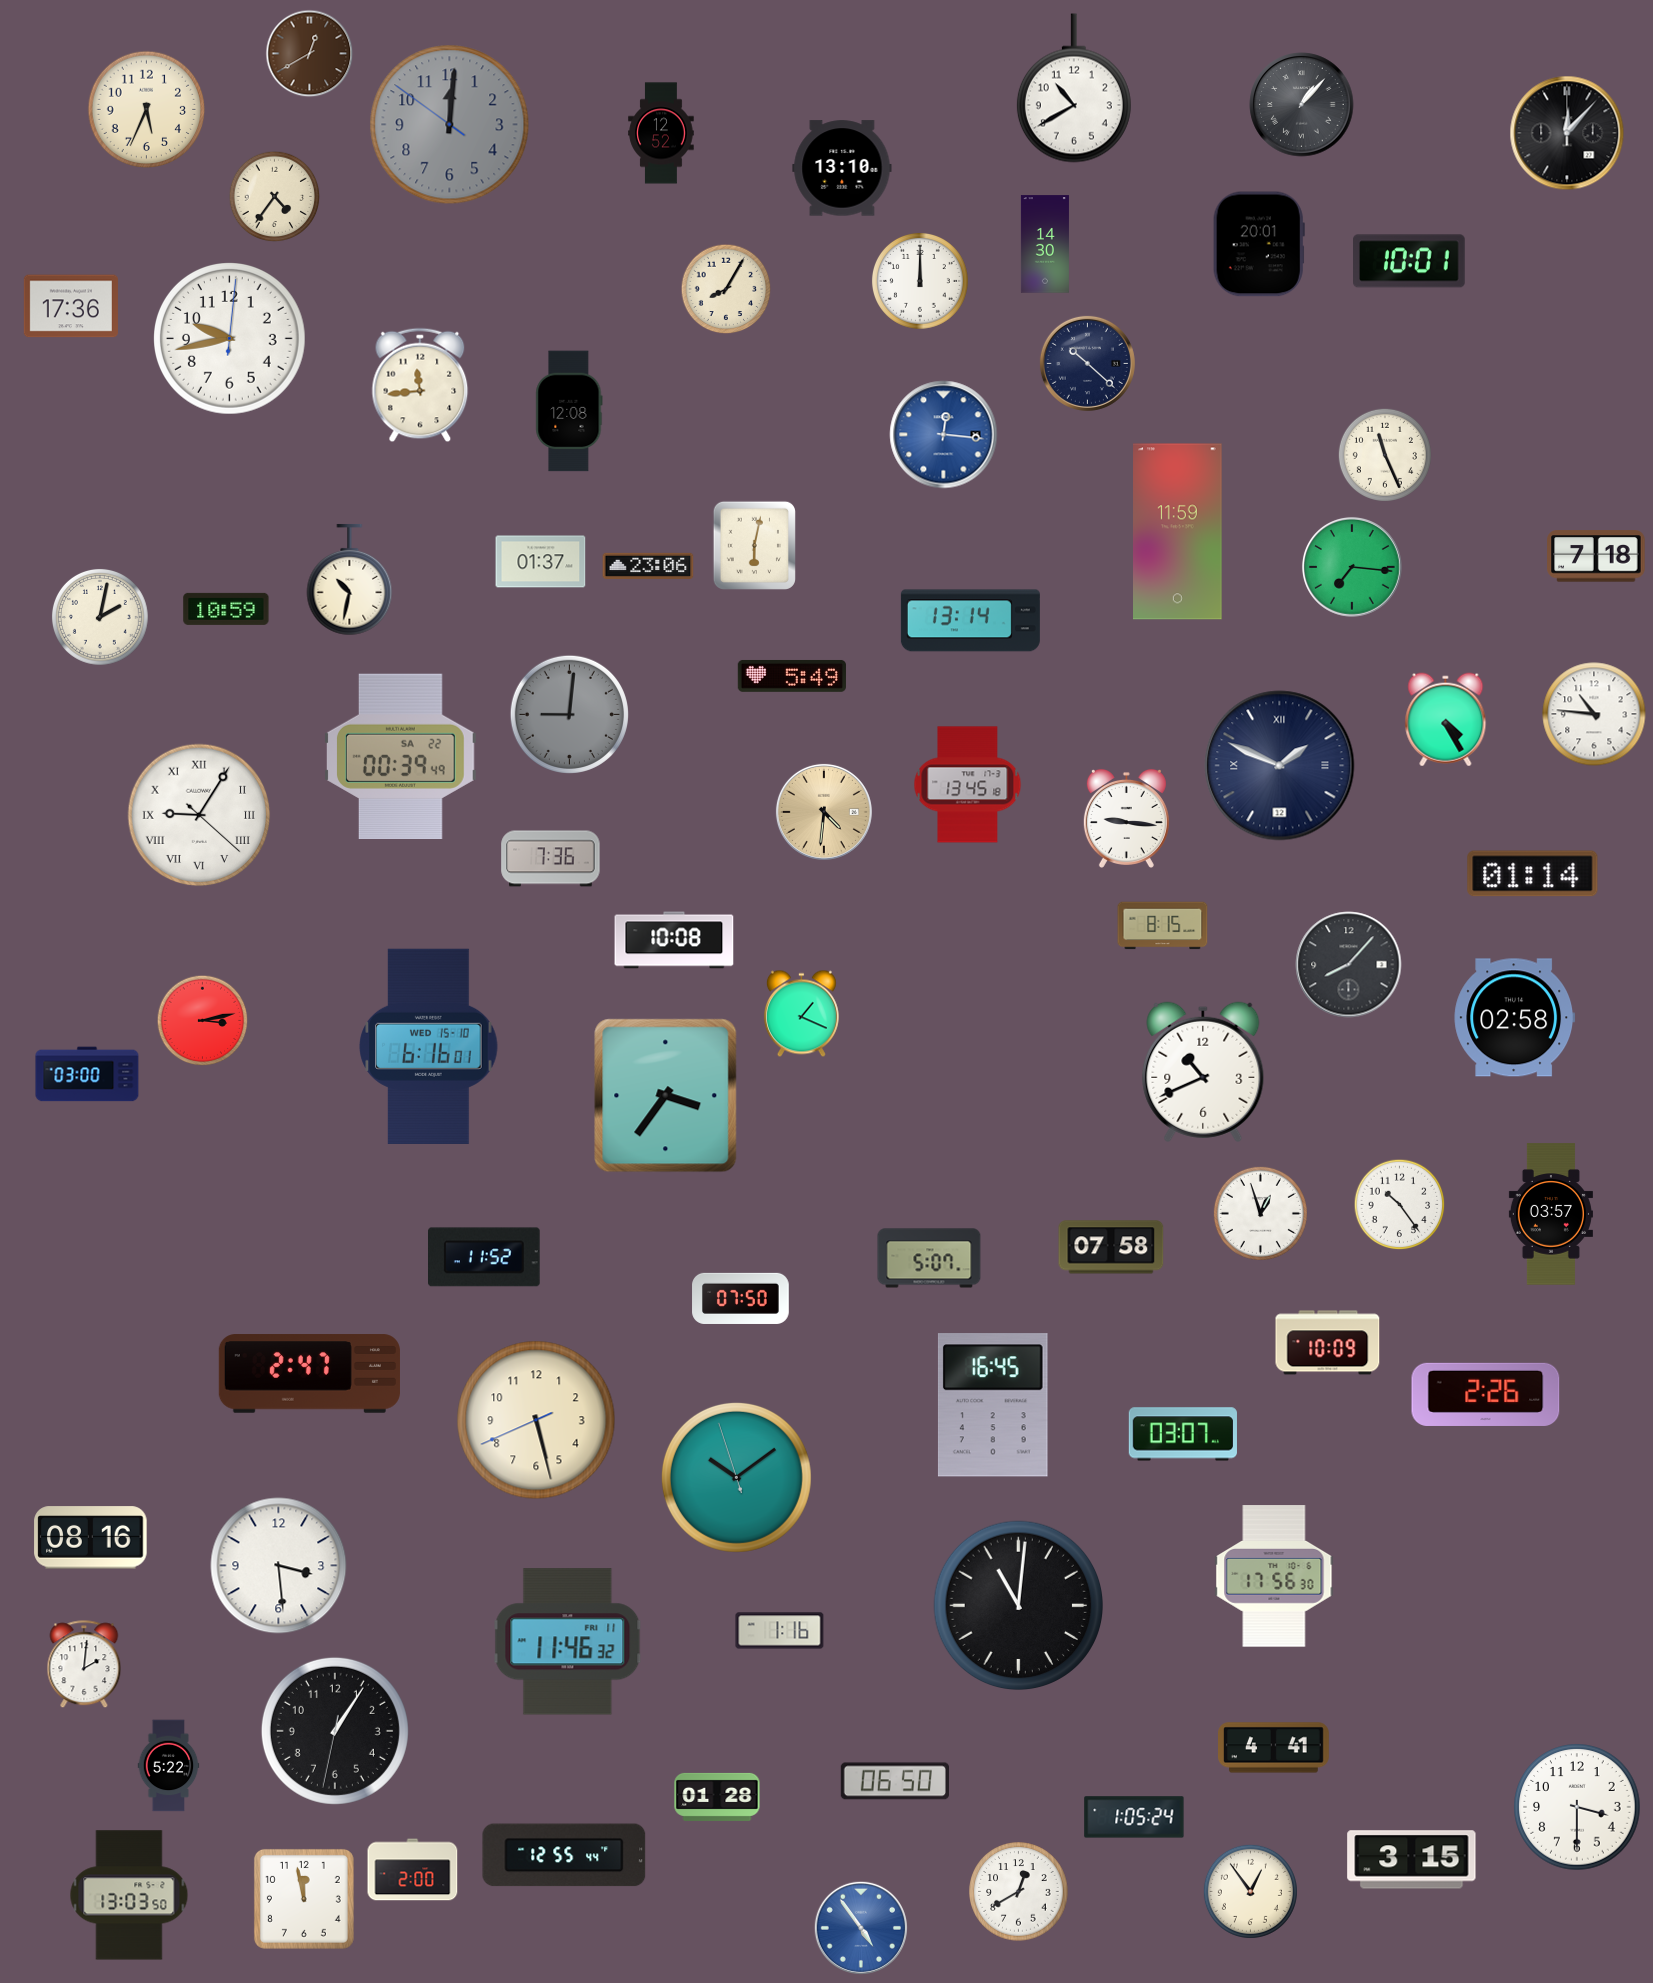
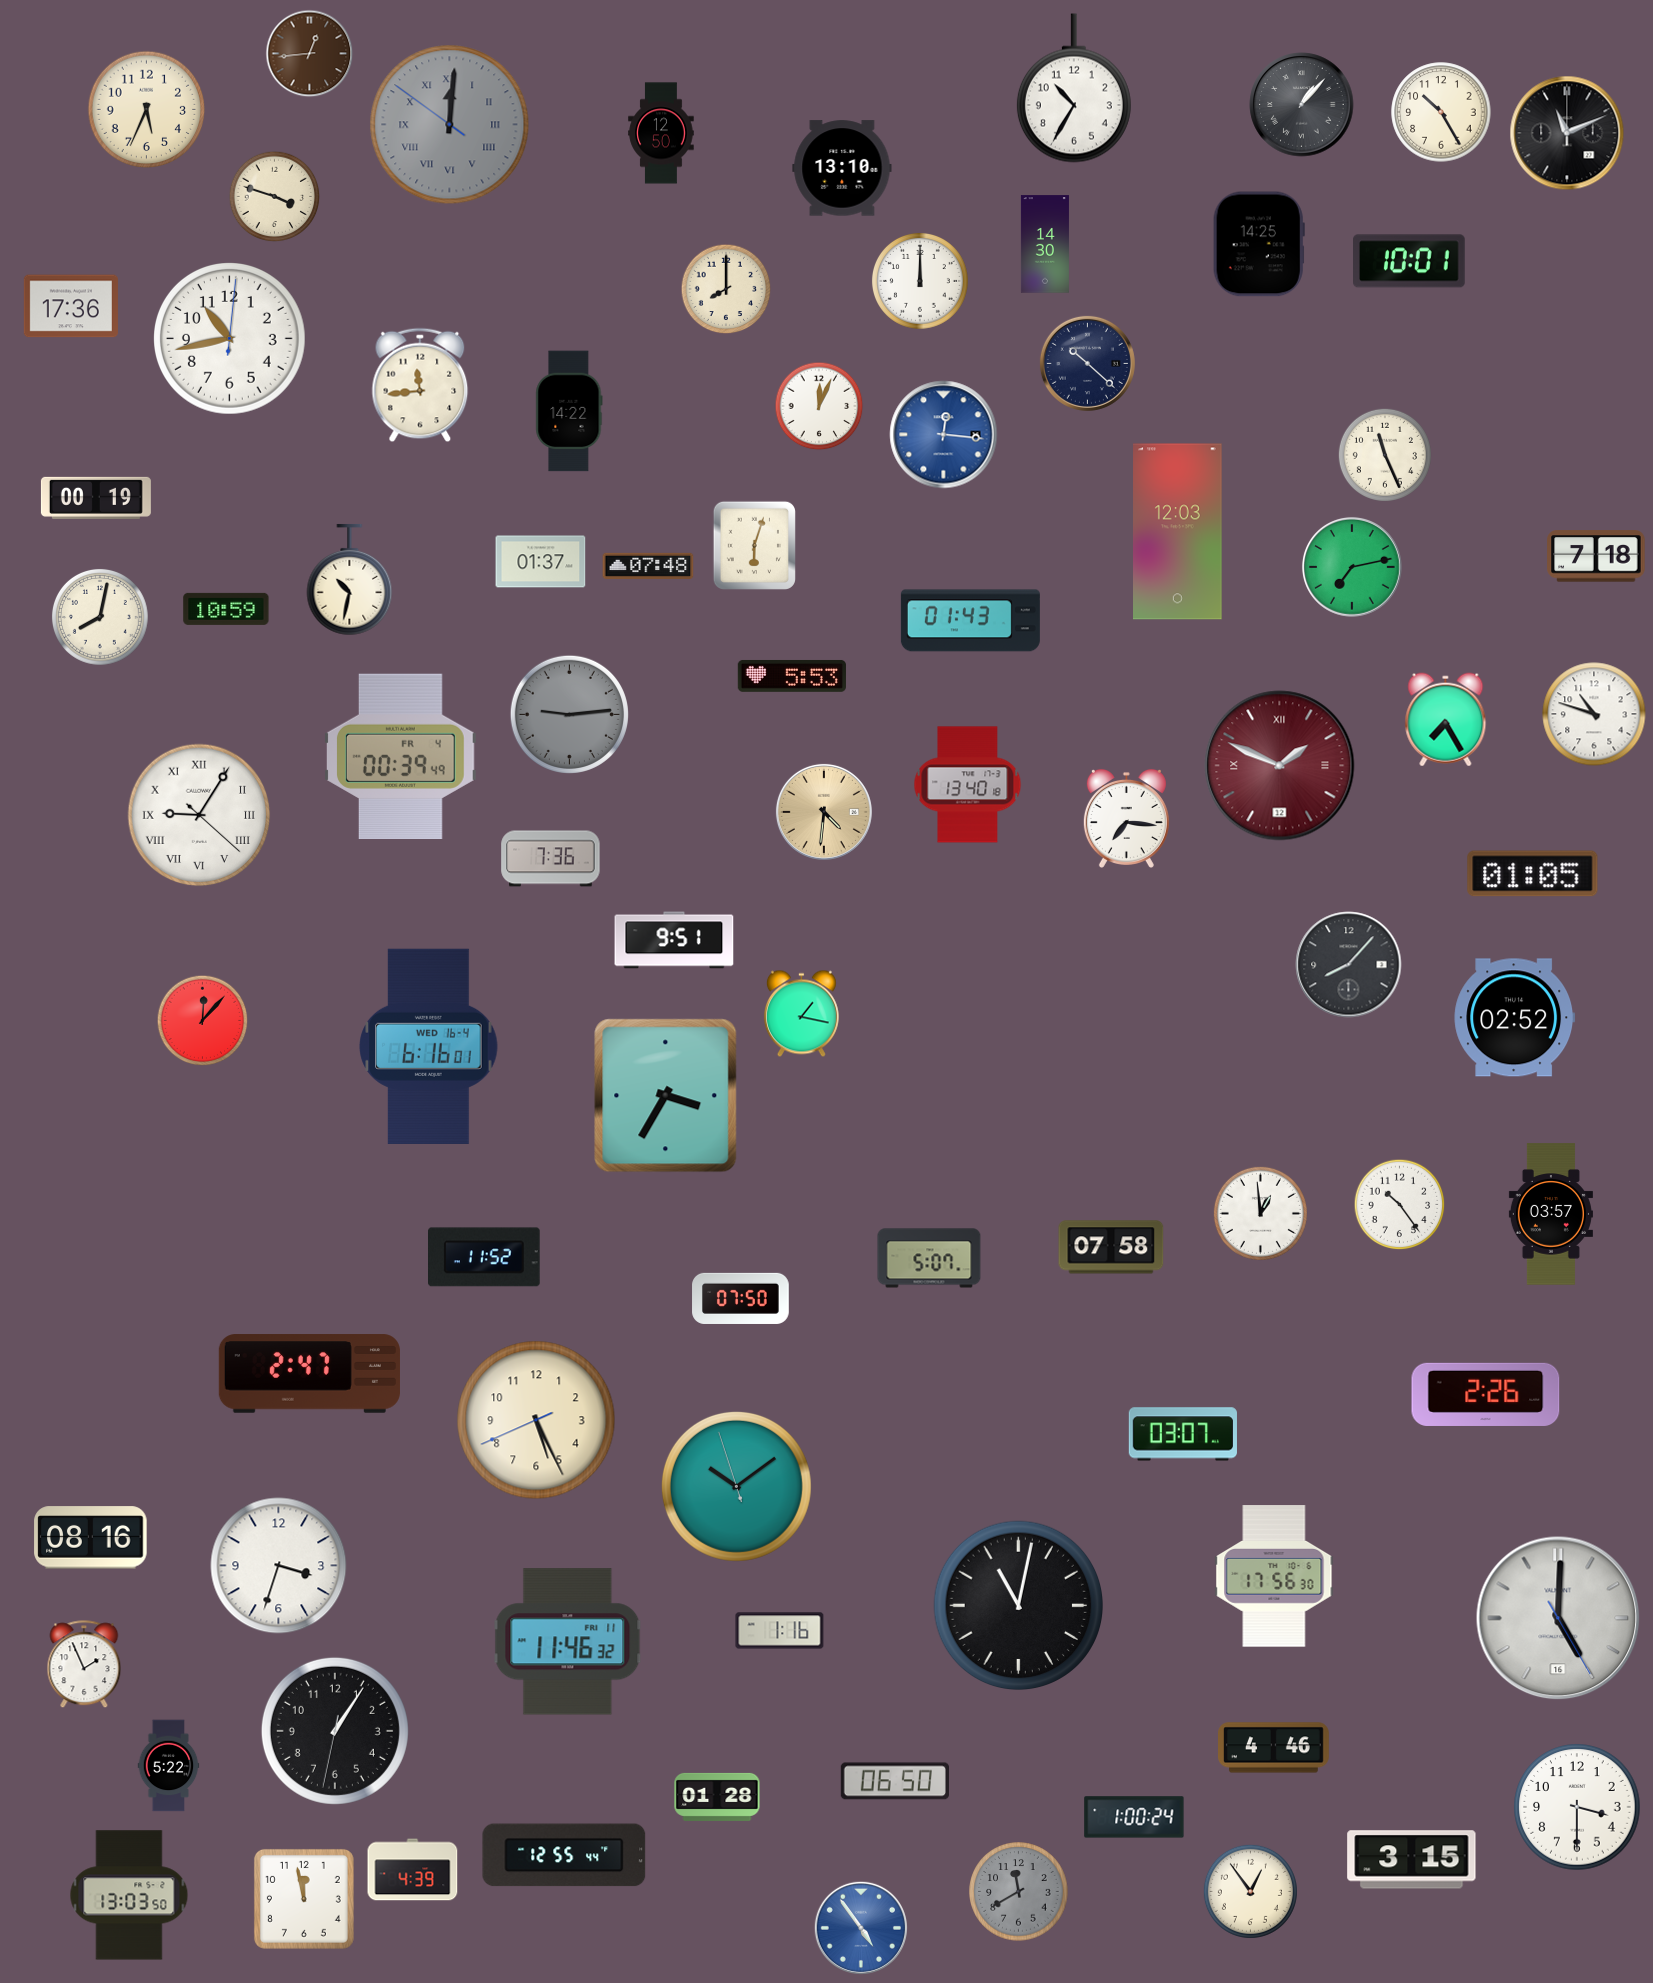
clock at (310, 54): 12:40 -> 12:44
clock at (1074, 88): 10:40 -> 10:35
clock at (1441, 112): none -> 10:25
clock at (450, 125) numerals: Arabic -> Roman
clock at (661, 133): 12:52 -> 12:50
clock at (1567, 133): 12:07 -> 11:11
clock at (275, 197): 4:36 -> 3:48
clock at (1259, 244): 20:01 -> 14:25
clock at (726, 289): 8:05 -> 8:00
clock at (230, 339): 9:43 -> 10:43
clock at (819, 406): none -> 12:04
clock at (569, 411): 12:08 -> 14:22
clock at (96, 498): none -> 00:19
clock at (1178, 532): 11:59 -> 12:03
clock at (754, 545): 6:02 -> 6:03
clock at (648, 566): 23:06 -> 07:48
clock at (1352, 567): 7:16 -> 7:13
clock at (100, 617): 2:02 -> 8:02
clock at (970, 621): 13:14 -> 01:43
clock at (792, 676): 5:49 -> 5:53
clock at (569, 714): 9:01 -> 9:14
clock at (1594, 714): 10:46 -> 10:48
clock at (1446, 720): 4:25 -> 7:25
clock at (400, 756) date: SA 22 -> FR 4
clock at (1280, 766) dial: navy -> burgundy
clock at (968, 785): 13:45 -> 13:40
clock at (1126, 818): 9:16 -> 7:16
clock at (1533, 874): 01:14 -> 01:05
clock at (1163, 926): 8:15 -> none
clock at (674, 940): 10:08 -> 9:51
clock at (801, 1014): 1:19 -> 1:17
clock at (1515, 1018): 02:58 -> 02:52
clock at (203, 1021): 3:13 -> 12:07
clock at (429, 1046) date: WED 15-10 -> WED 16-4
clock at (1203, 1072): 10:41 -> none
clock at (87, 1074): 03:00 -> none
clock at (666, 1096): 3:36 -> 3:35
clock at (1260, 1213): 12:57 -> 12:59
clock at (1328, 1343): 10:09 -> none
clock at (993, 1405): 16:45 -> none
clock at (536, 1420): 5:27 -> 5:25
clock at (736, 1477) position: (736, 1477) -> (736, 1486)
clock at (279, 1566): 3:29 -> 3:33
clock at (1018, 1605): 11:01 -> 11:02
clock at (1558, 1618): none -> 5:00
clock at (84, 1665): 2:01 -> 1:56
clock at (1274, 1748): 4:41 -> 4:46
clock at (1134, 1817): 1:05 -> 1:00
clock at (413, 1870): 2:00 -> 4:39
clock at (1019, 1892): 12:40 -> 11:40
clock at (1019, 1892) dial: white -> grey
